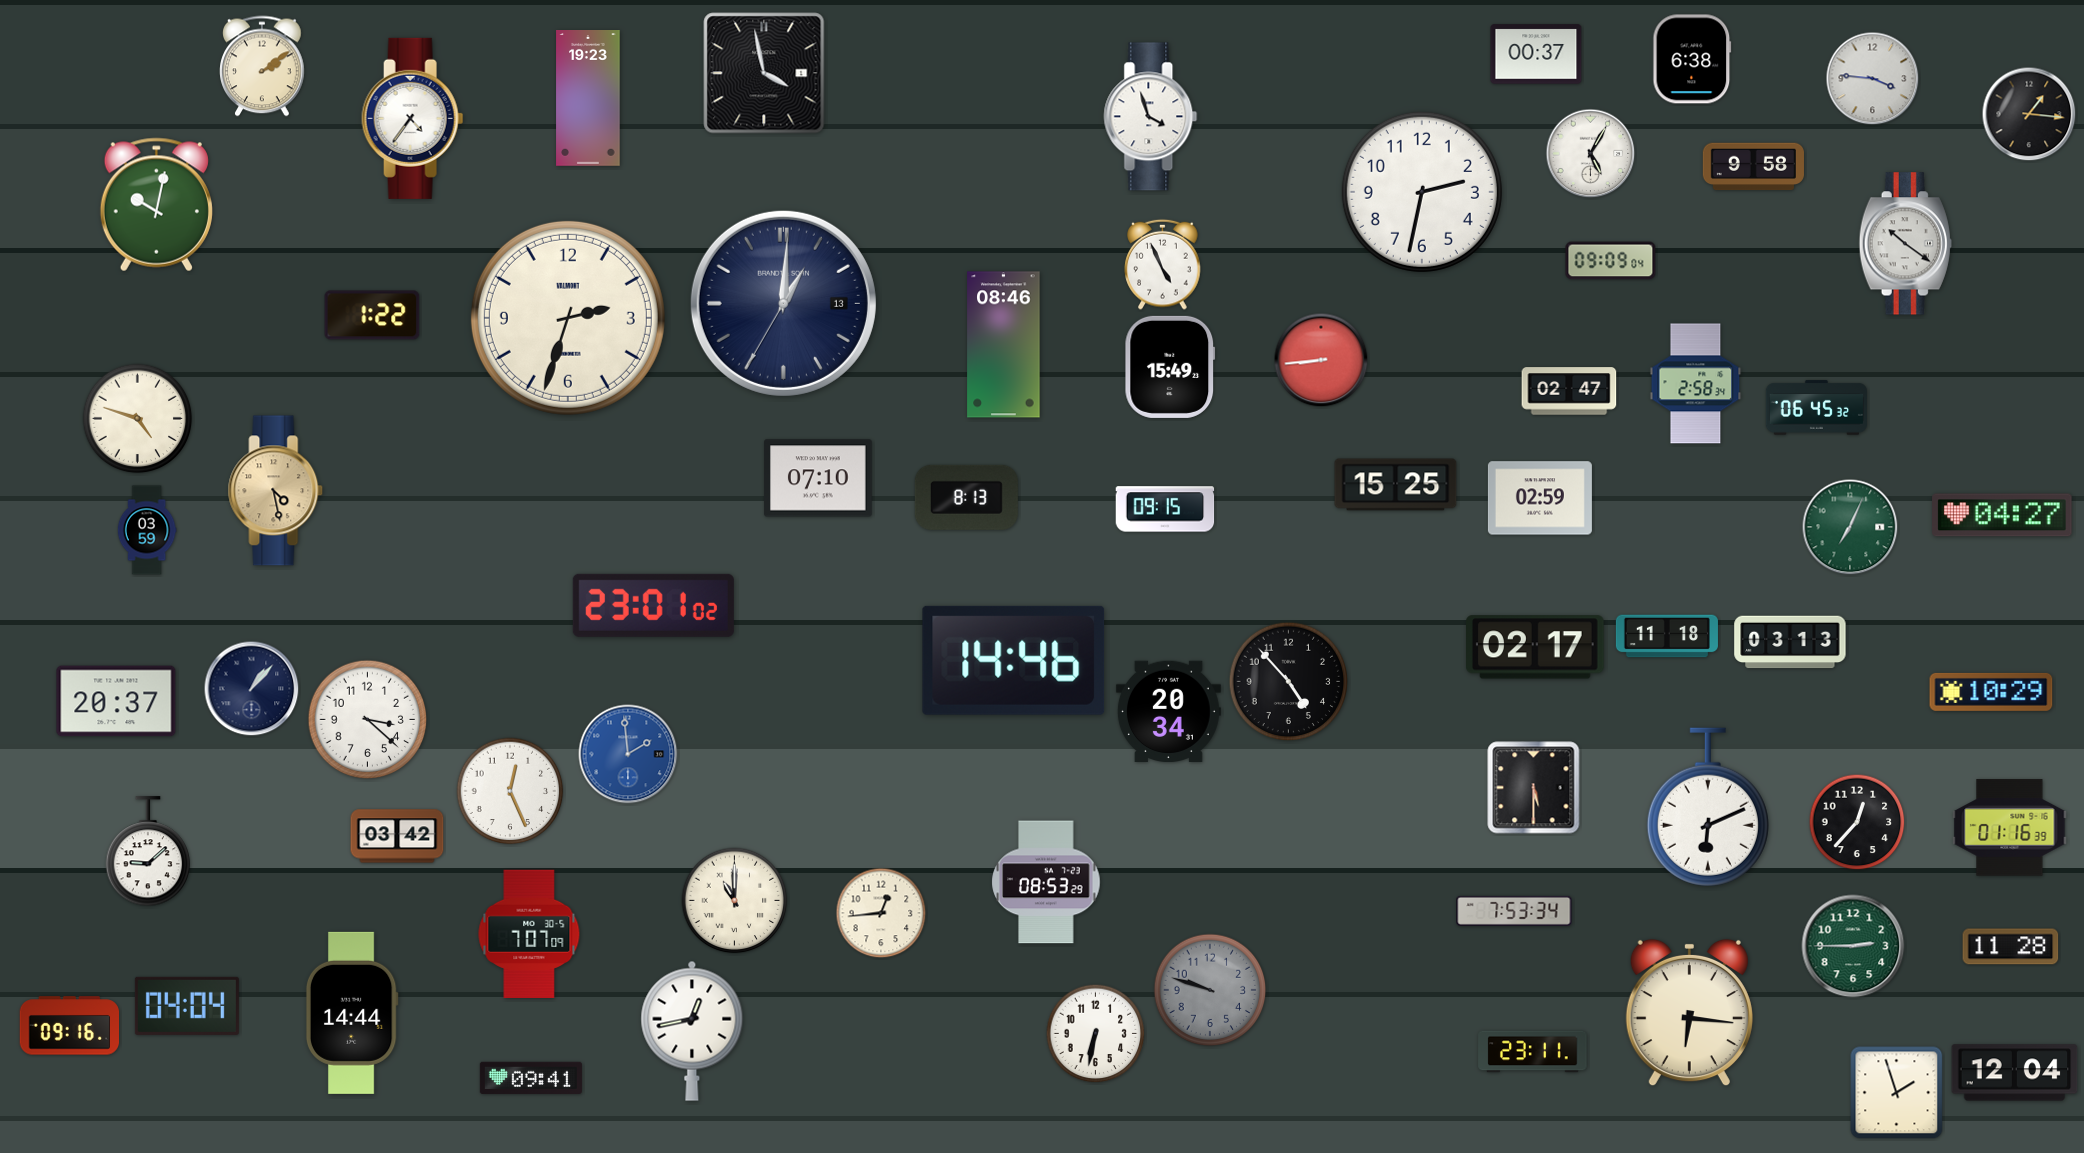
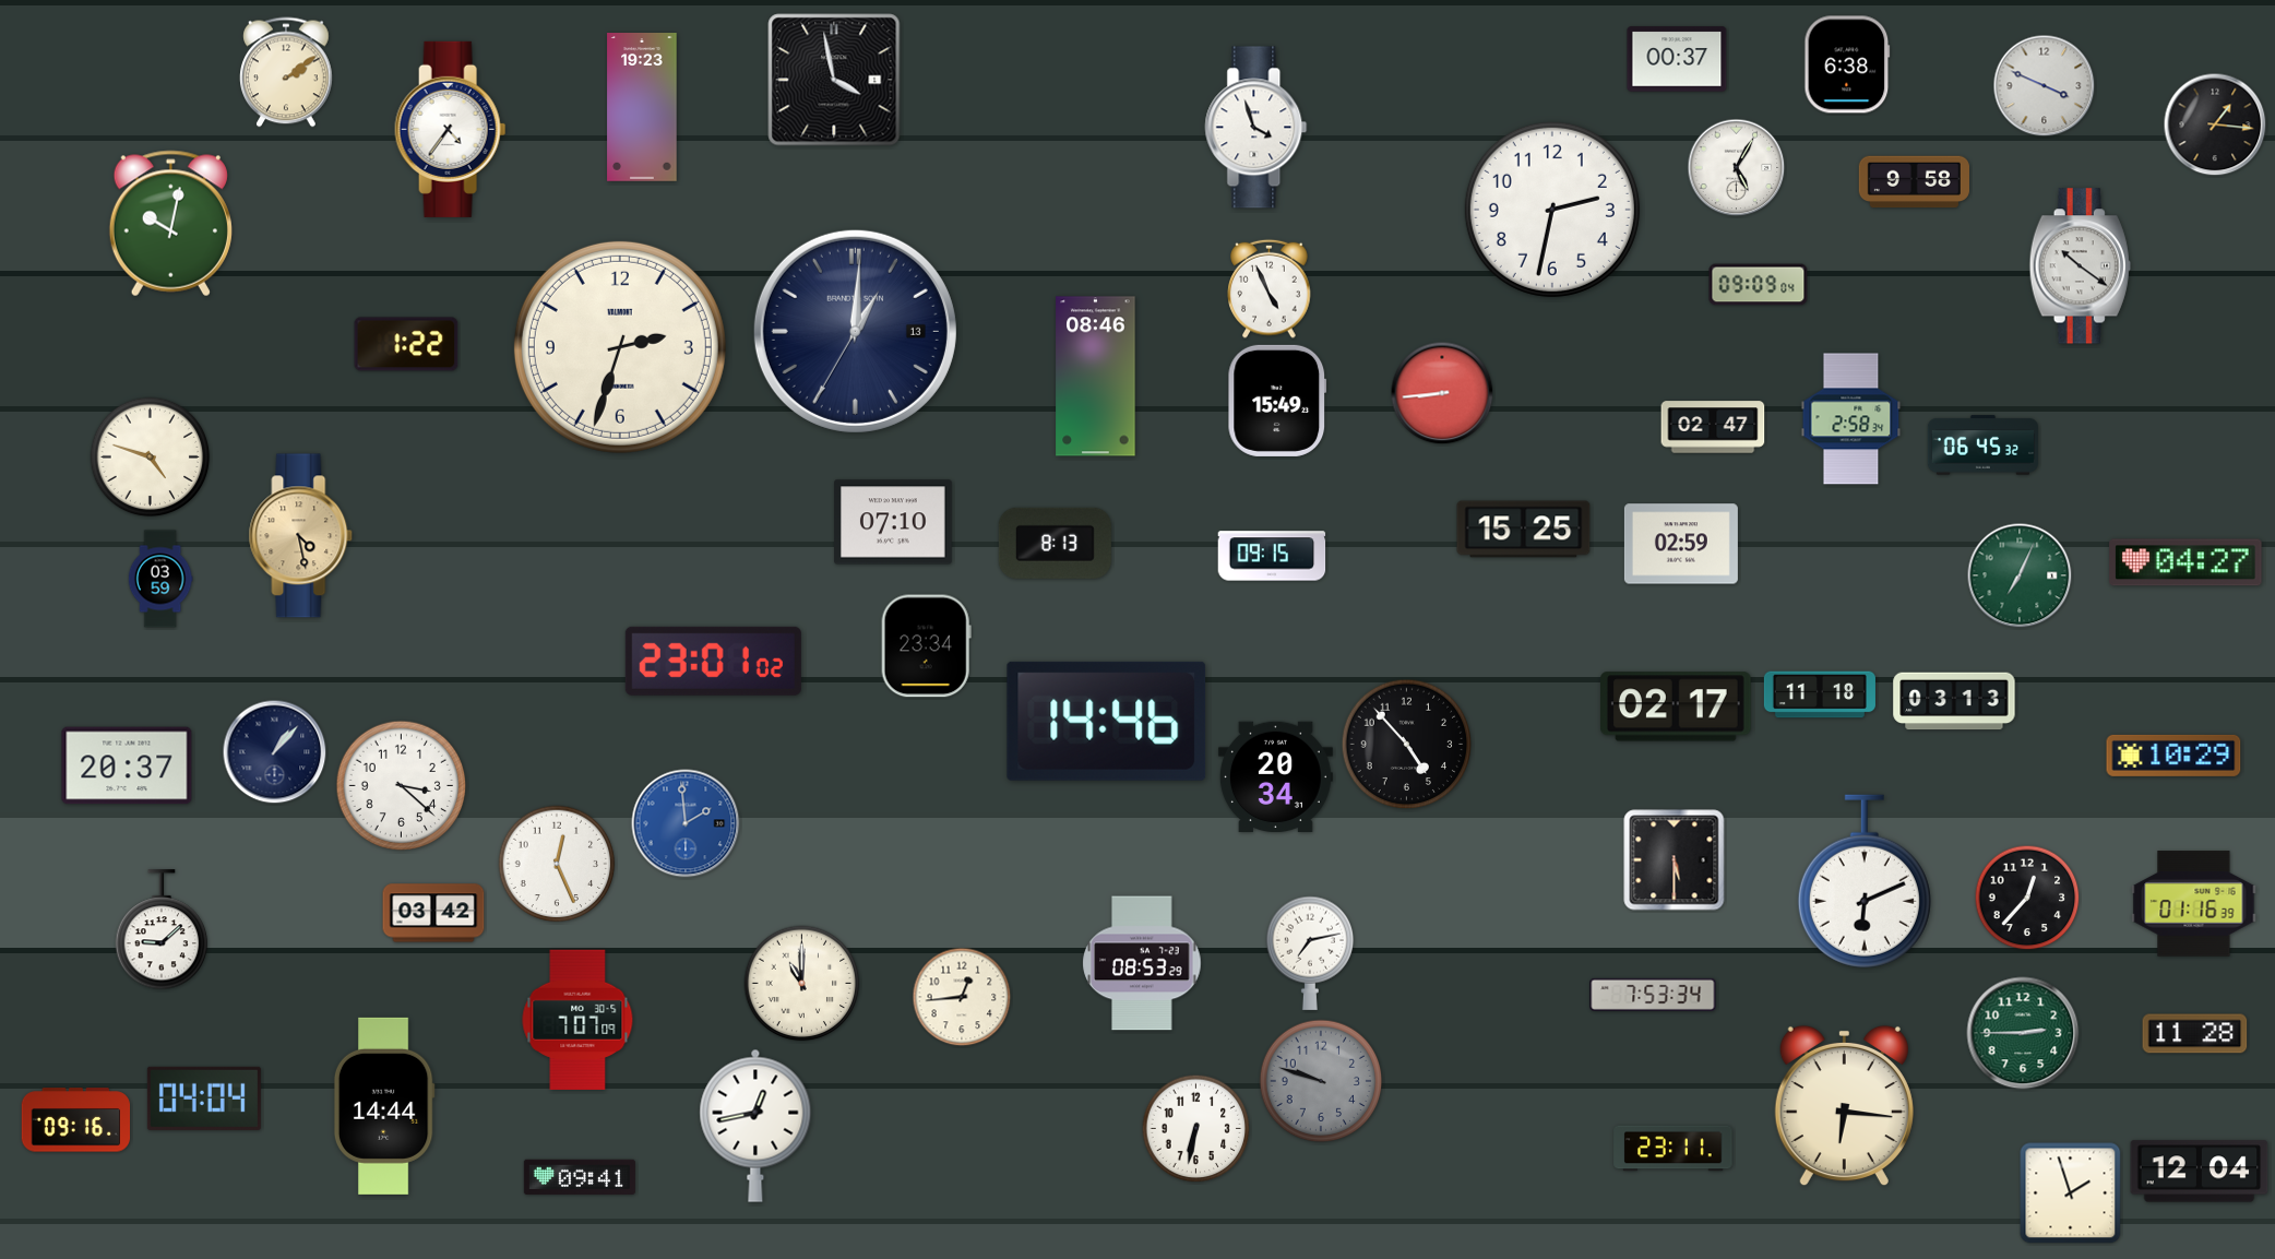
clock at (1873, 79): 3:46 -> 3:49
clock at (926, 646): none -> 23:34
clock at (1310, 953): none -> 7:13
